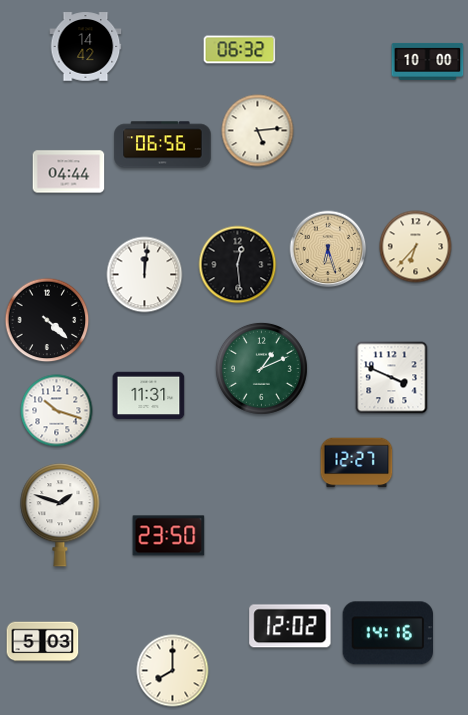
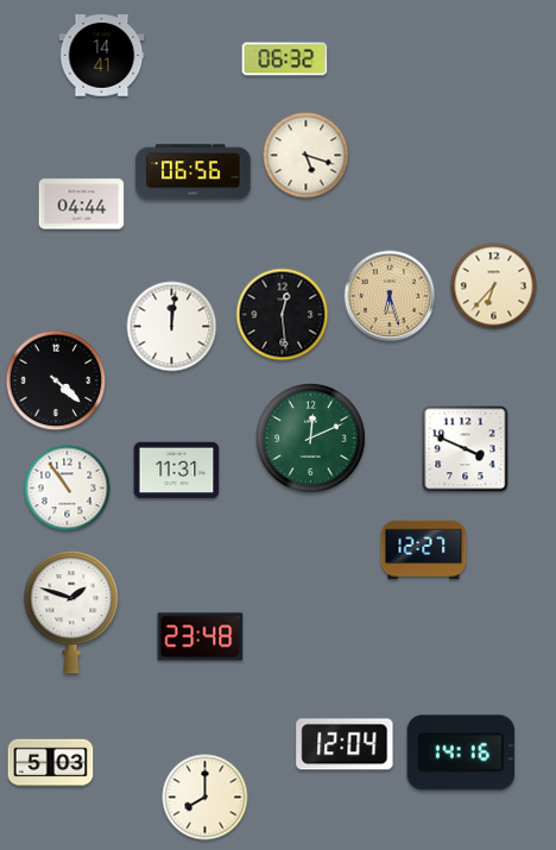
clock at (86, 47): 14:42 -> 14:41
clock at (428, 61): 10:00 -> none
clock at (258, 131): 5:14 -> 5:18
clock at (416, 247) position: (416, 247) -> (494, 287)
clock at (261, 368): 1:11 -> 12:11
clock at (57, 411): 10:18 -> 10:54
clock at (169, 536): 23:50 -> 23:48
clock at (290, 626): 12:02 -> 12:04
